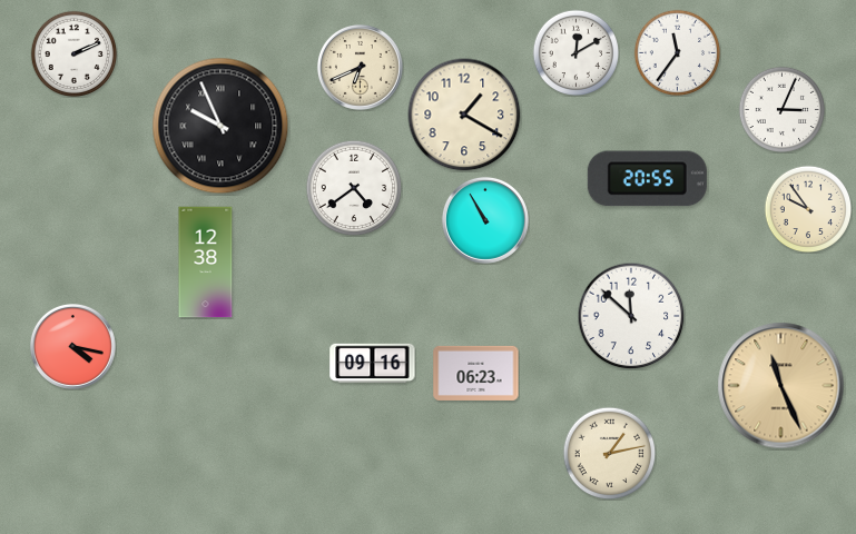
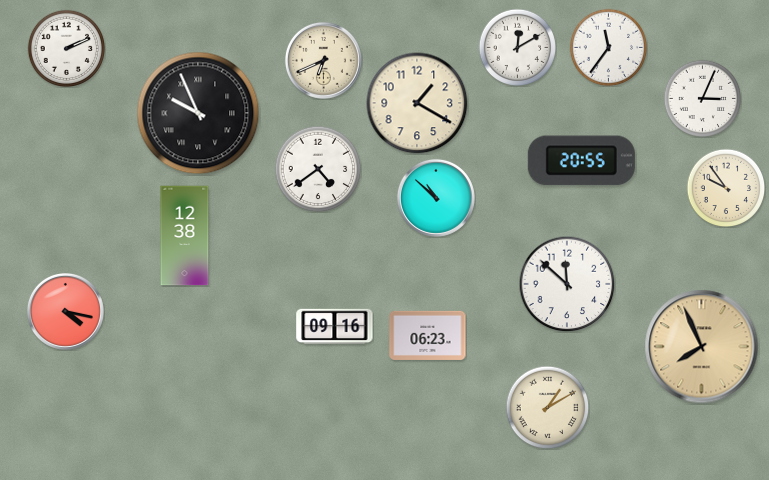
clock at (485, 220): 10:55 -> 10:52
clock at (781, 386): 11:26 -> 7:56
clock at (609, 453): 1:13 -> 1:10
